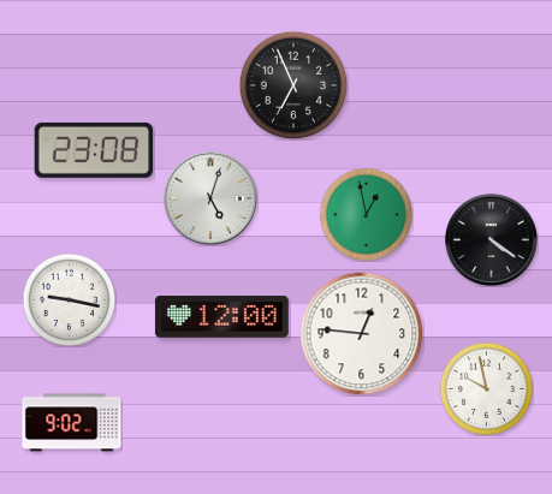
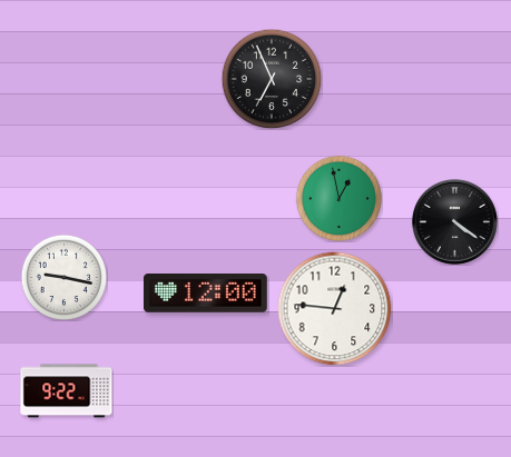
clock at (94, 150): 23:08 -> none
clock at (210, 198): 5:03 -> none
clock at (486, 388): 9:58 -> none
clock at (72, 423): 9:02 -> 9:22
